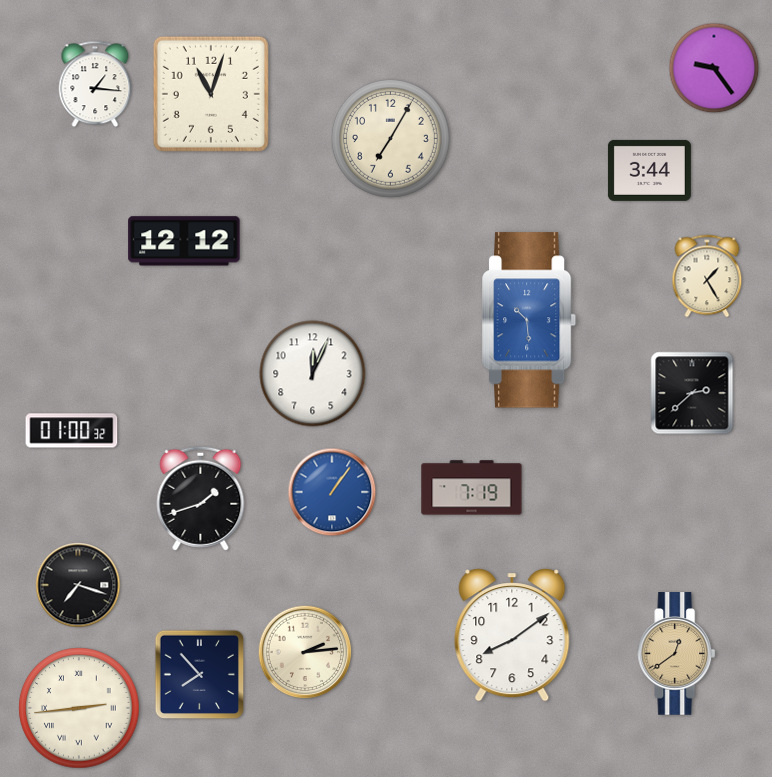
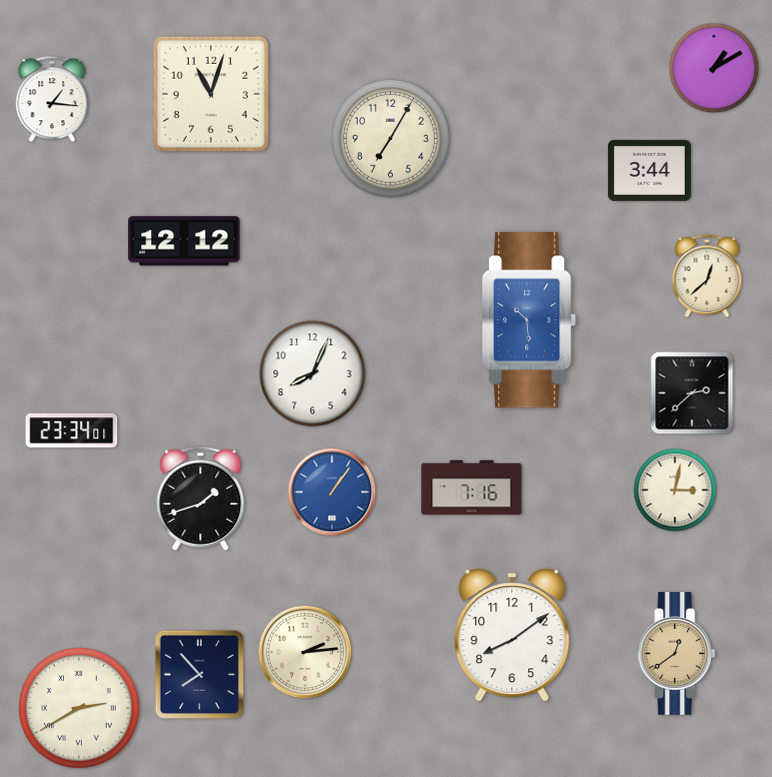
clock at (714, 68): 9:24 -> 1:10
clock at (95, 84) position: (95, 84) -> (52, 99)
clock at (707, 276): 1:25 -> 12:38
clock at (313, 374): 12:04 -> 8:04
clock at (72, 431): 01:00 -> 23:34
clock at (472, 488): 7:19 -> 7:16
clock at (675, 490): none -> 3:02
clock at (78, 585): 7:18 -> none
clock at (79, 708): 2:44 -> 2:40
